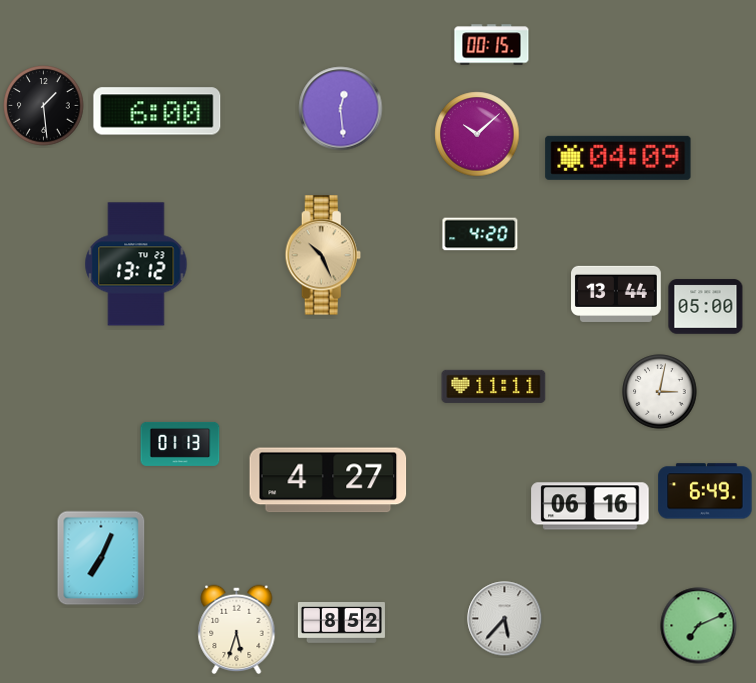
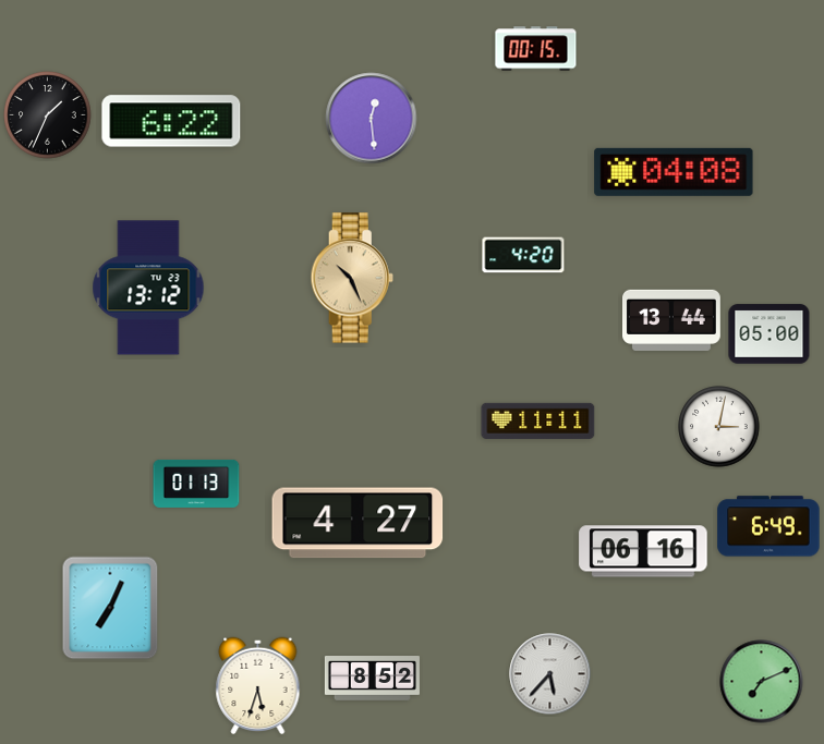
clock at (44, 106): 1:29 -> 1:34
clock at (157, 111): 6:00 -> 6:22
clock at (477, 134): 10:08 -> none
clock at (618, 158): 04:09 -> 04:08
clock at (705, 491) position: (705, 491) -> (768, 526)
